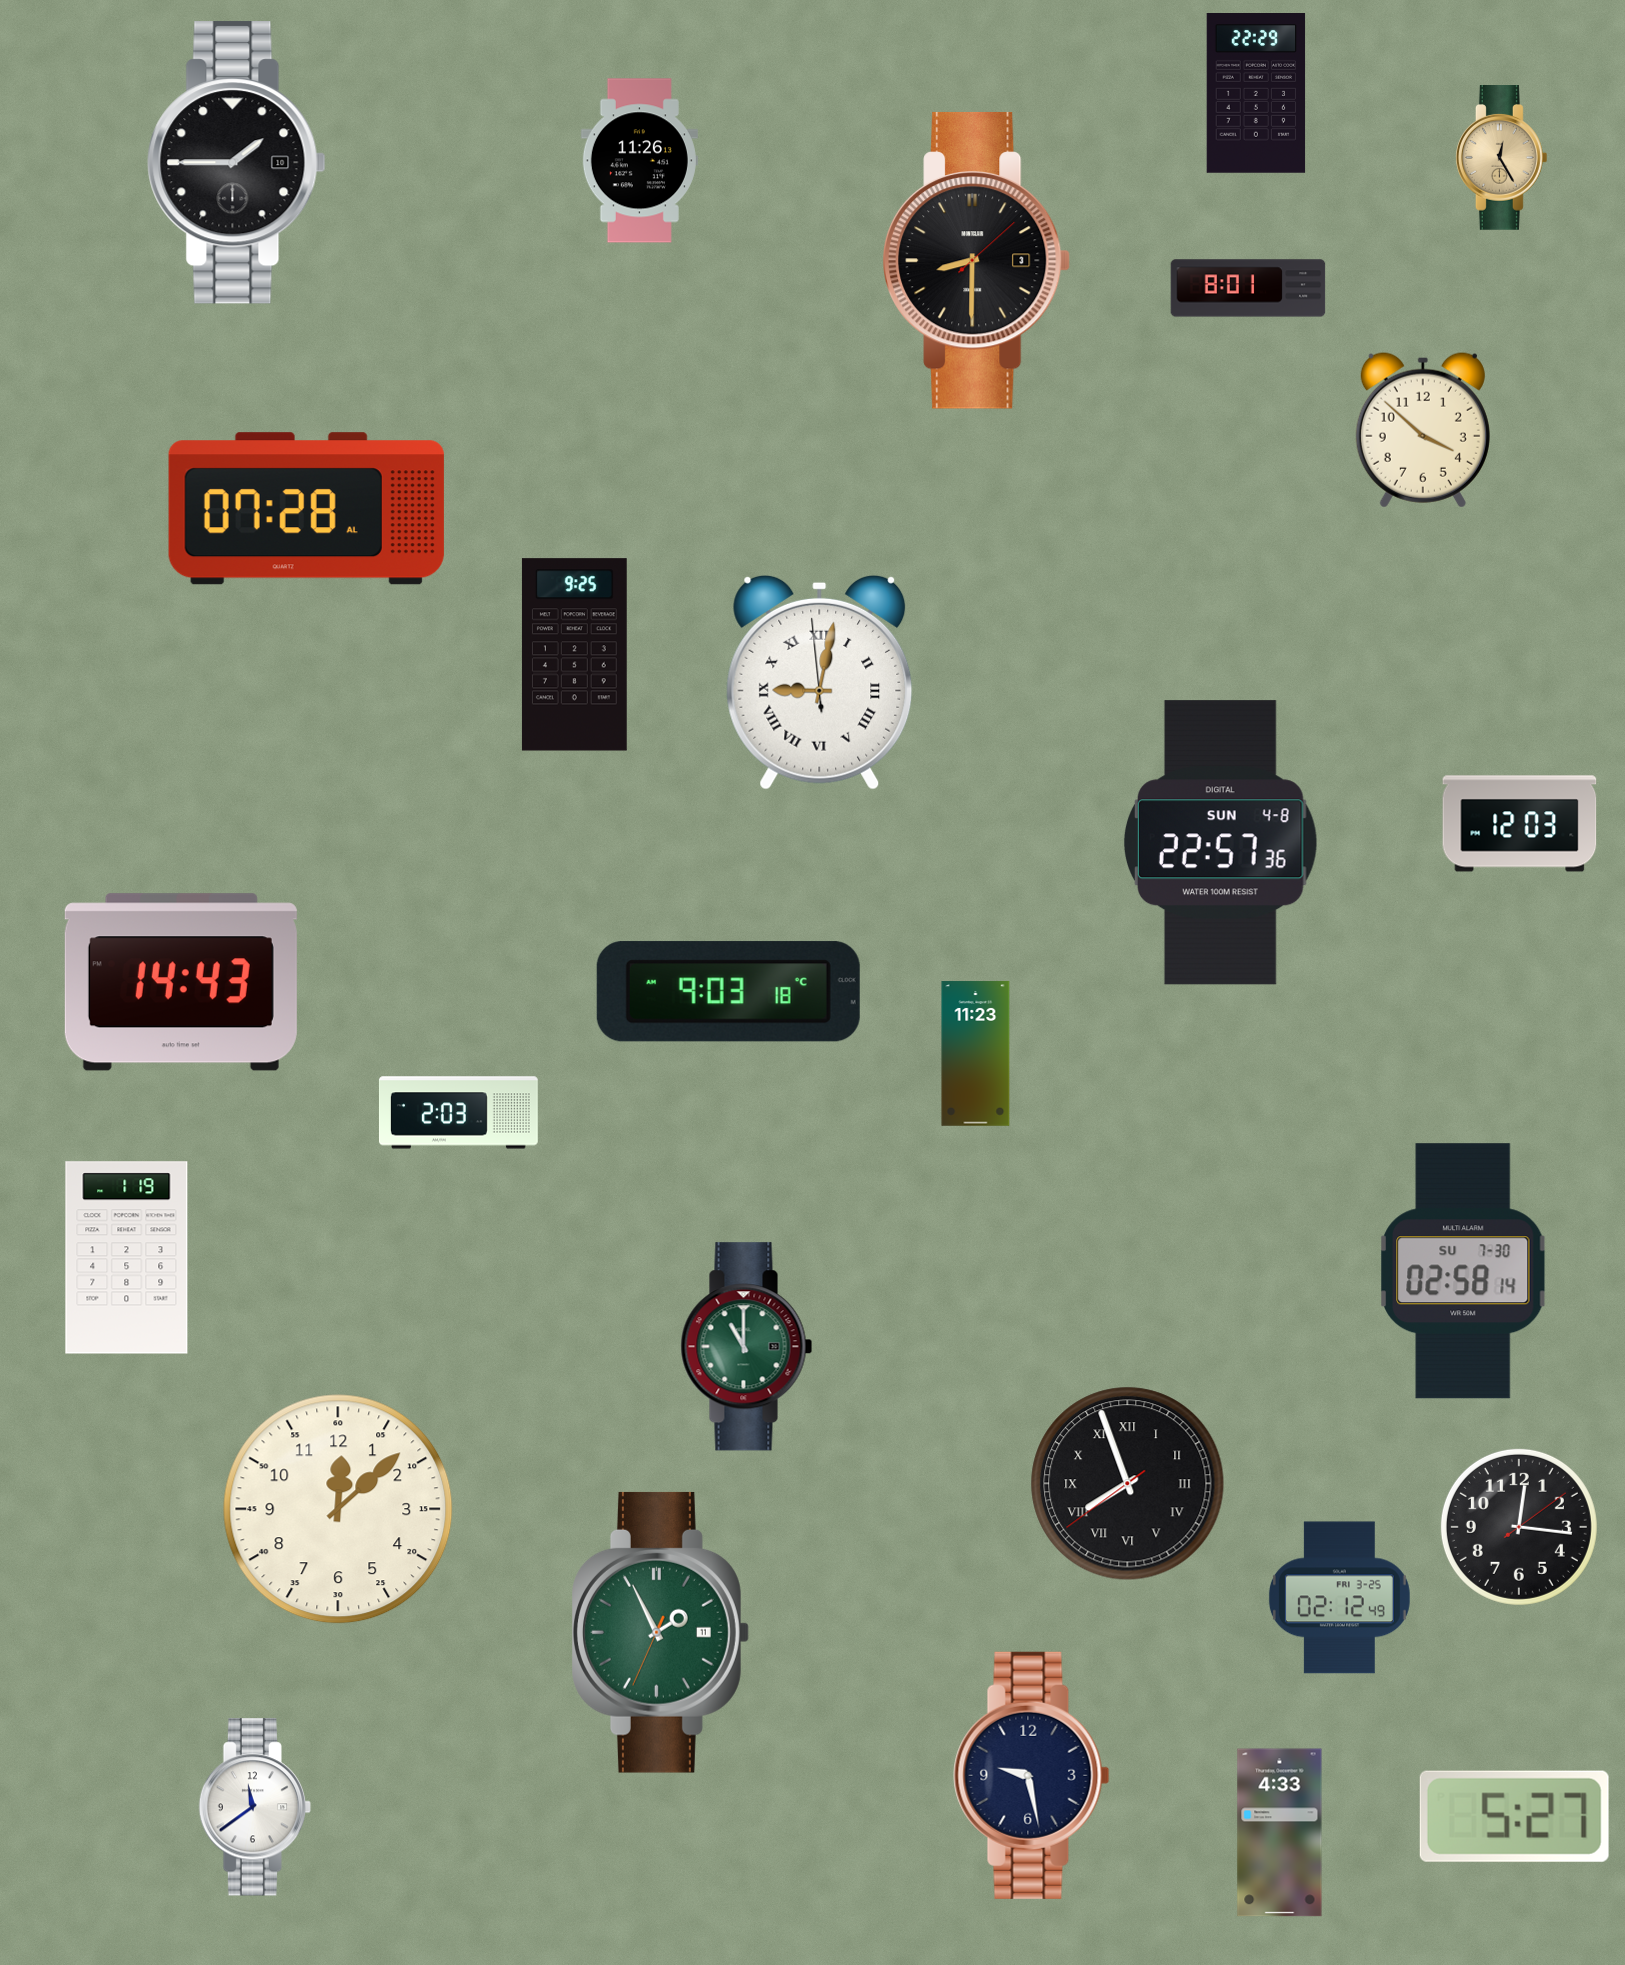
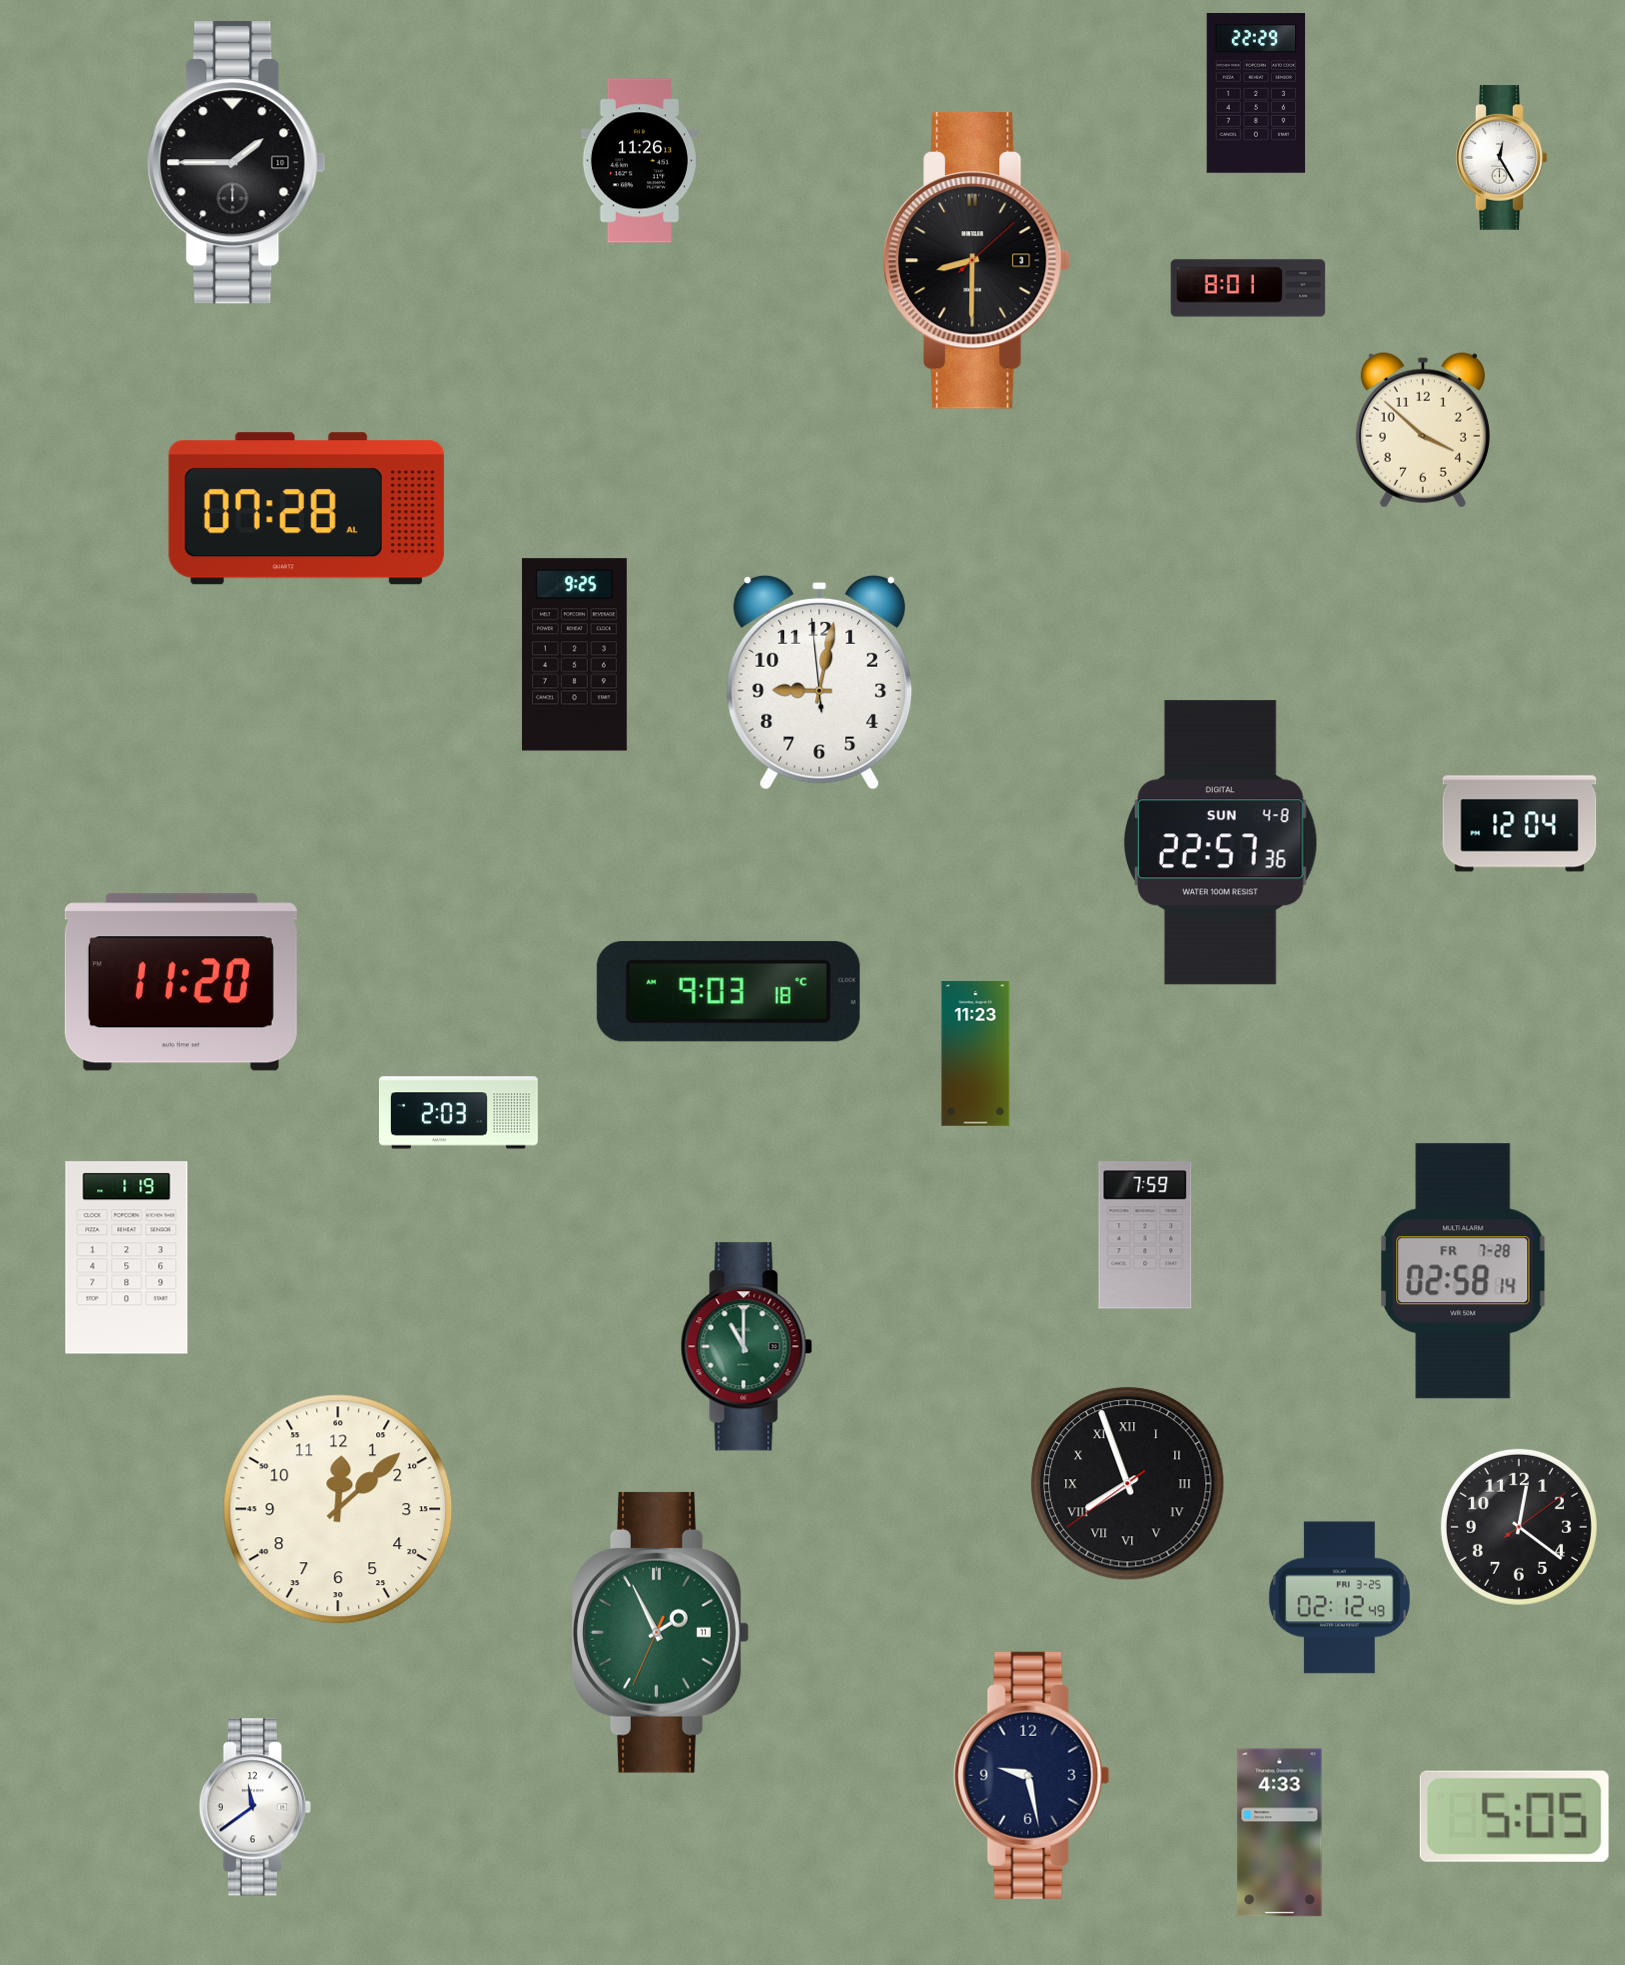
clock at (1501, 158) dial: champagne -> white
clock at (820, 682) numerals: Roman -> Arabic
clock at (1520, 824): 12:03 -> 12:04
clock at (181, 982): 14:43 -> 11:20
clock at (1145, 1235): none -> 7:59
clock at (1463, 1271) date: SU 7-30 -> FR 7-28
clock at (1519, 1527): 12:16 -> 12:21
clock at (1514, 1816): 5:27 -> 5:05
